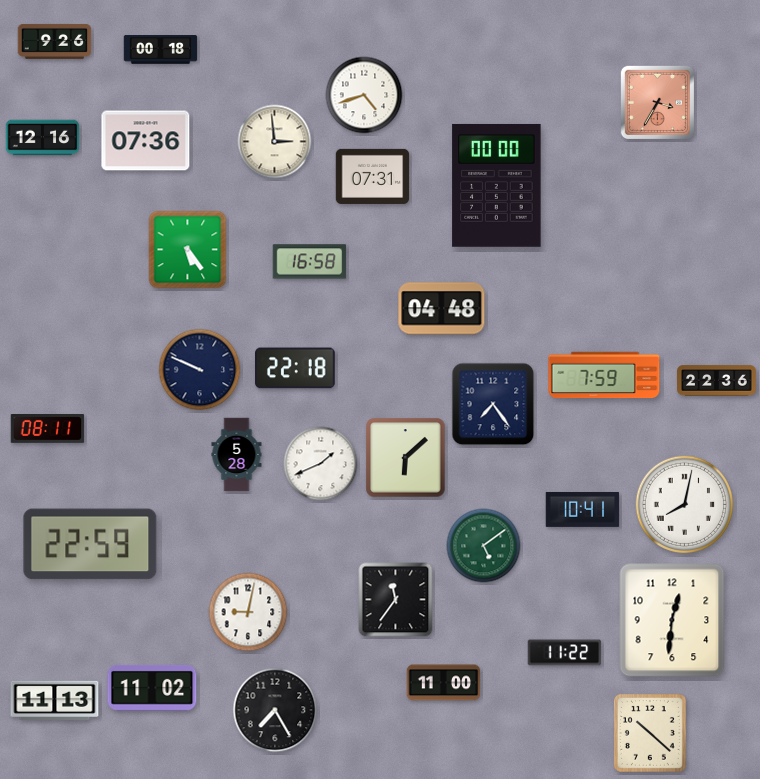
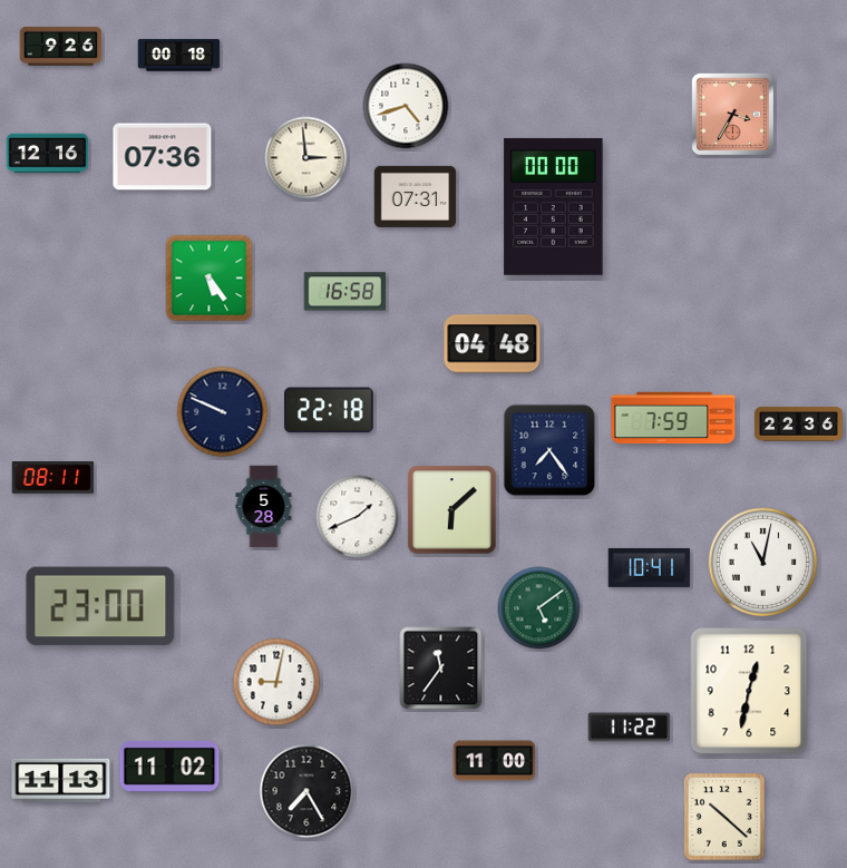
clock at (684, 504): 8:02 -> 11:02
clock at (90, 544): 22:59 -> 23:00
clock at (672, 620): 12:31 -> 12:32
